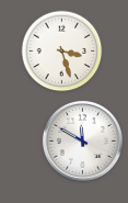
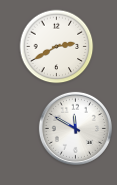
clock at (62, 52): 3:27 -> 2:40
